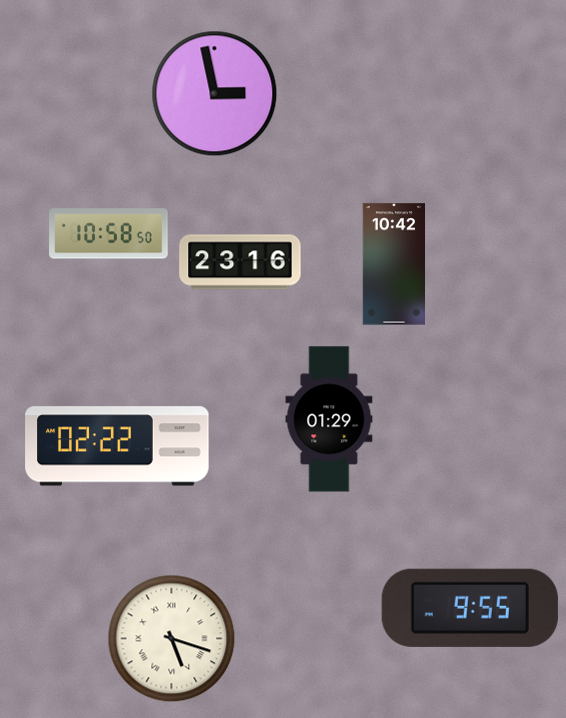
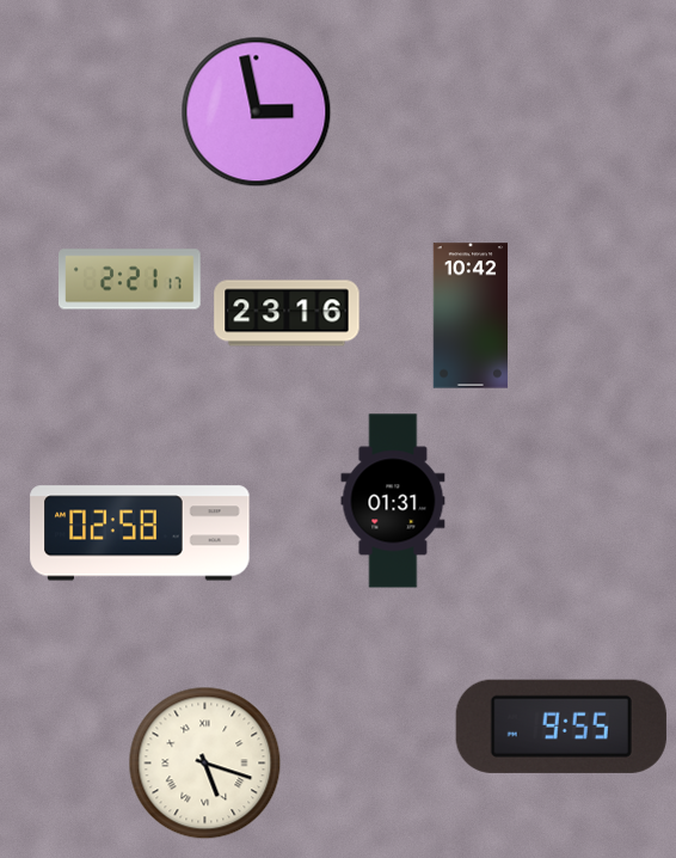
clock at (109, 234): 10:58 -> 2:21
clock at (329, 419): 01:29 -> 01:31
clock at (117, 446): 02:22 -> 02:58
